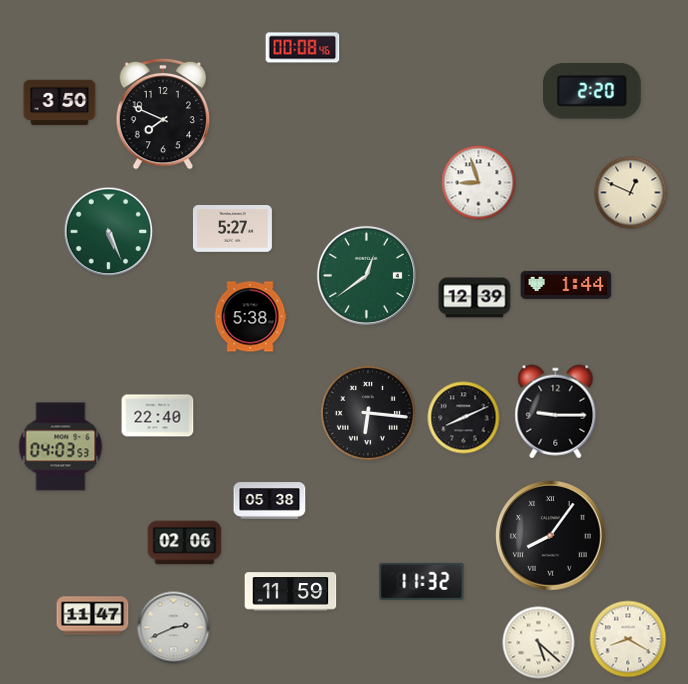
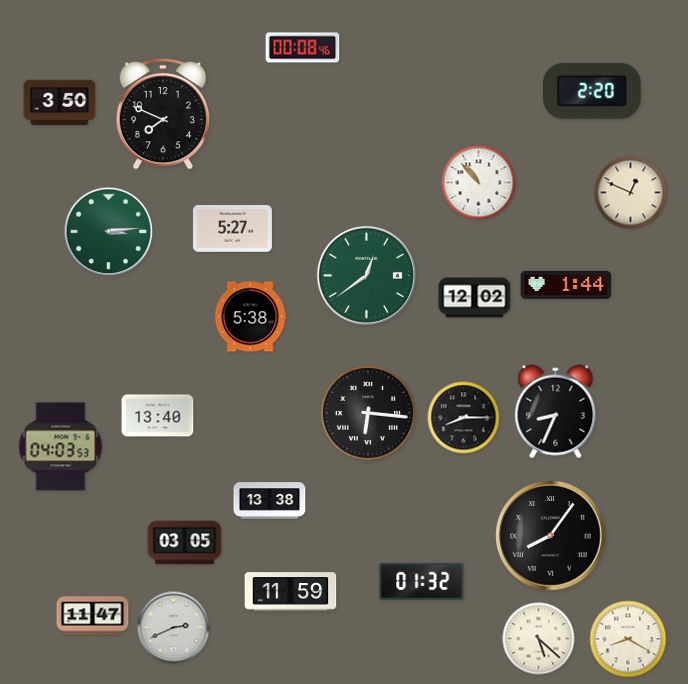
clock at (479, 183): 8:57 -> 10:53
clock at (109, 232): 5:26 -> 3:14
clock at (475, 298): 12:39 -> 12:02
clock at (556, 412): 9:15 -> 8:34
clock at (158, 416): 22:40 -> 13:40
clock at (464, 418): 8:11 -> 8:15
clock at (270, 501): 05:38 -> 13:38
clock at (185, 543): 02:06 -> 03:05
clock at (422, 581): 11:32 -> 01:32
clock at (539, 643) position: (539, 643) -> (539, 639)
